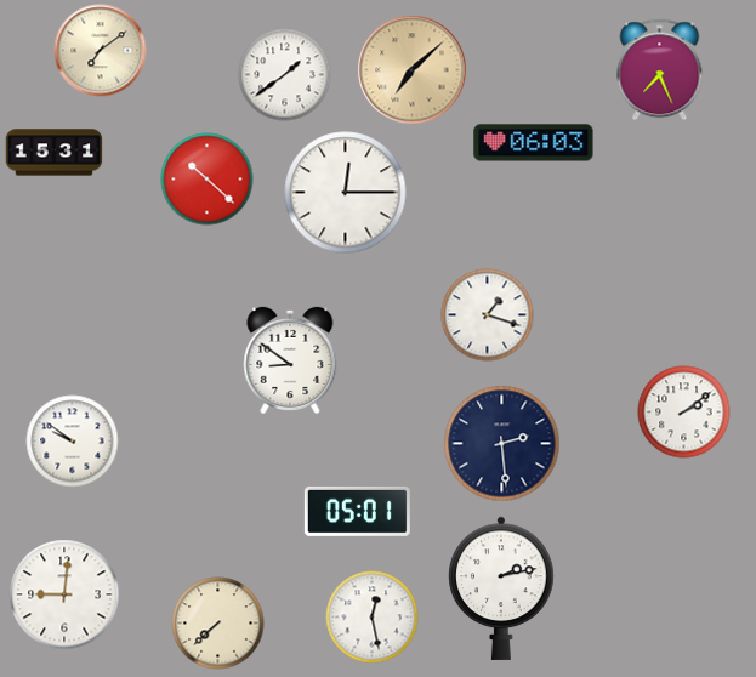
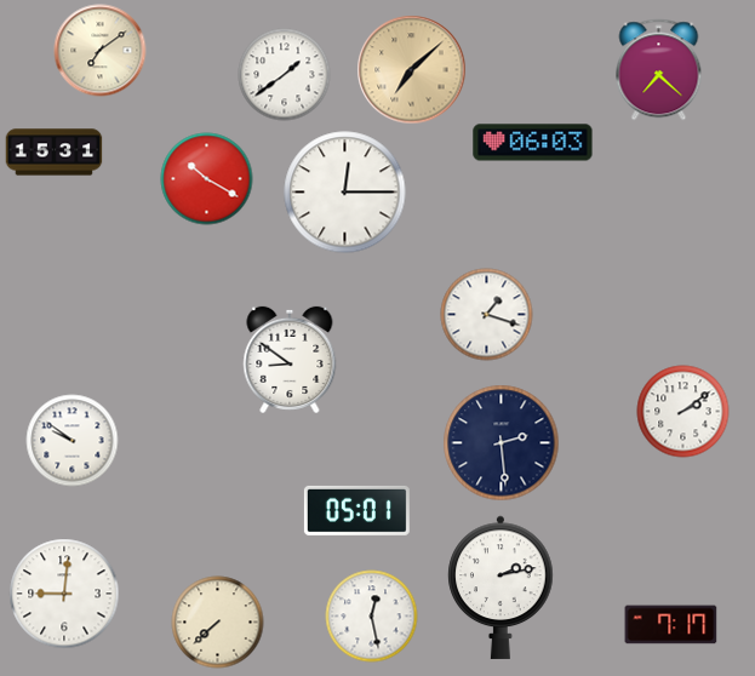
clock at (660, 70): 7:26 -> 7:22
clock at (208, 180): 10:22 -> 10:20
clock at (671, 625): none -> 7:17
